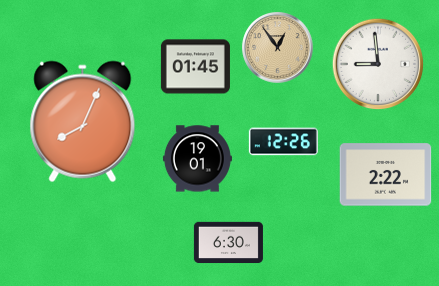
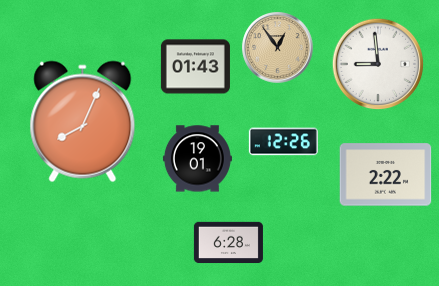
clock at (195, 67): 01:45 -> 01:43
clock at (228, 243): 6:30 -> 6:28
